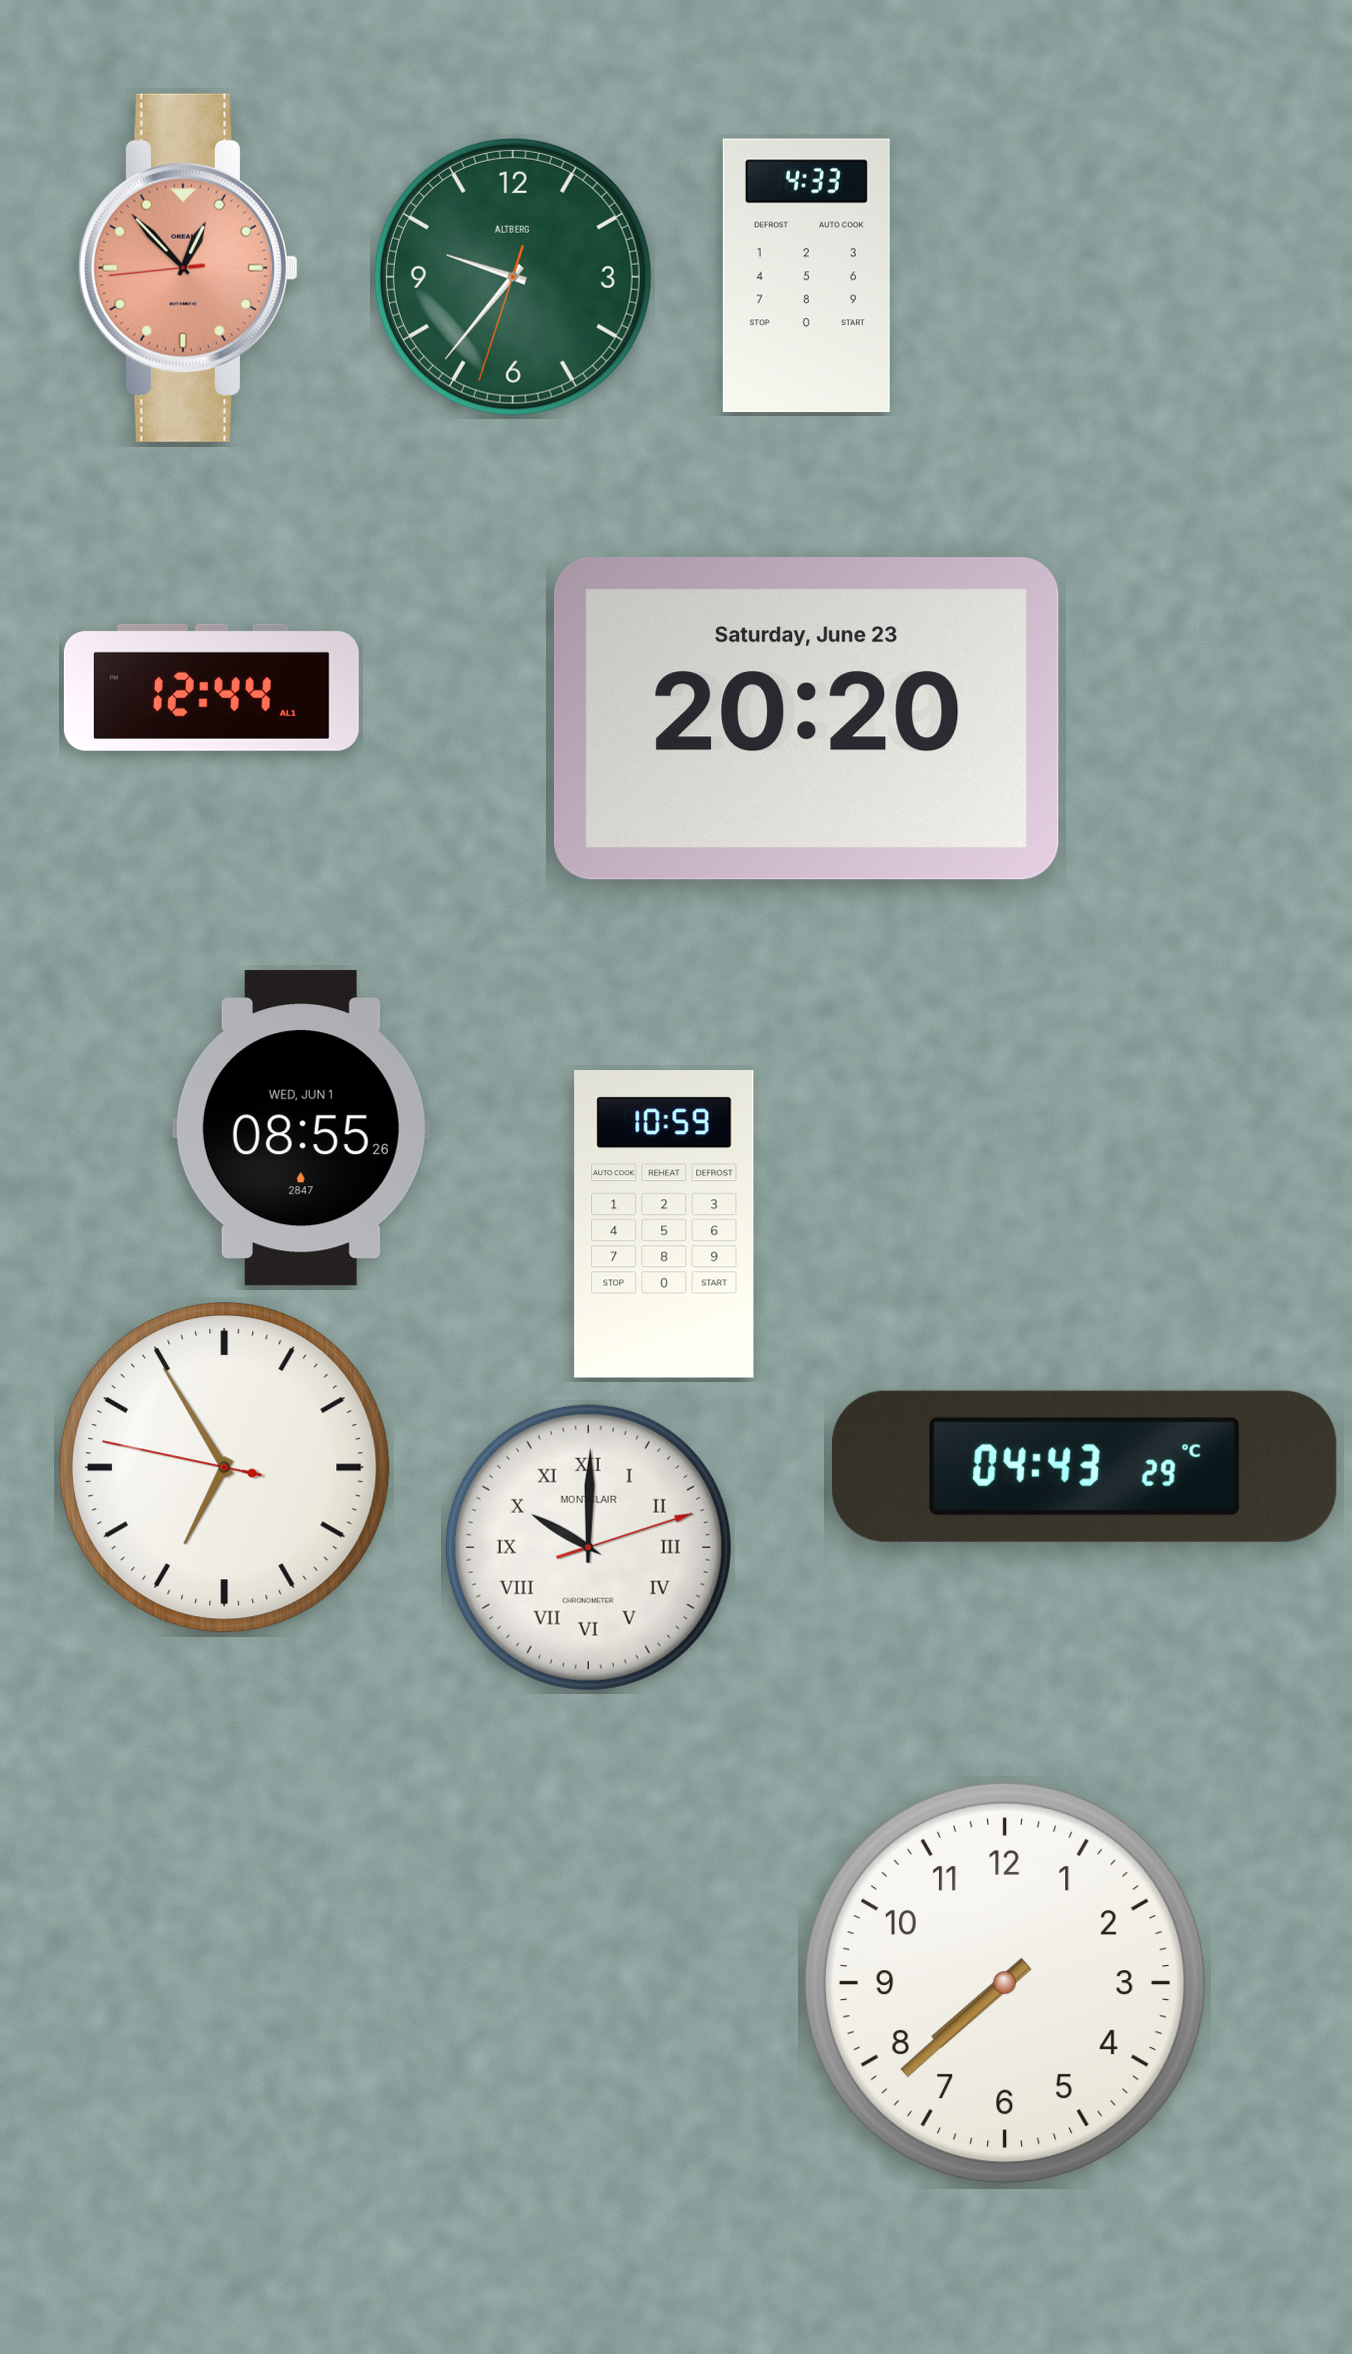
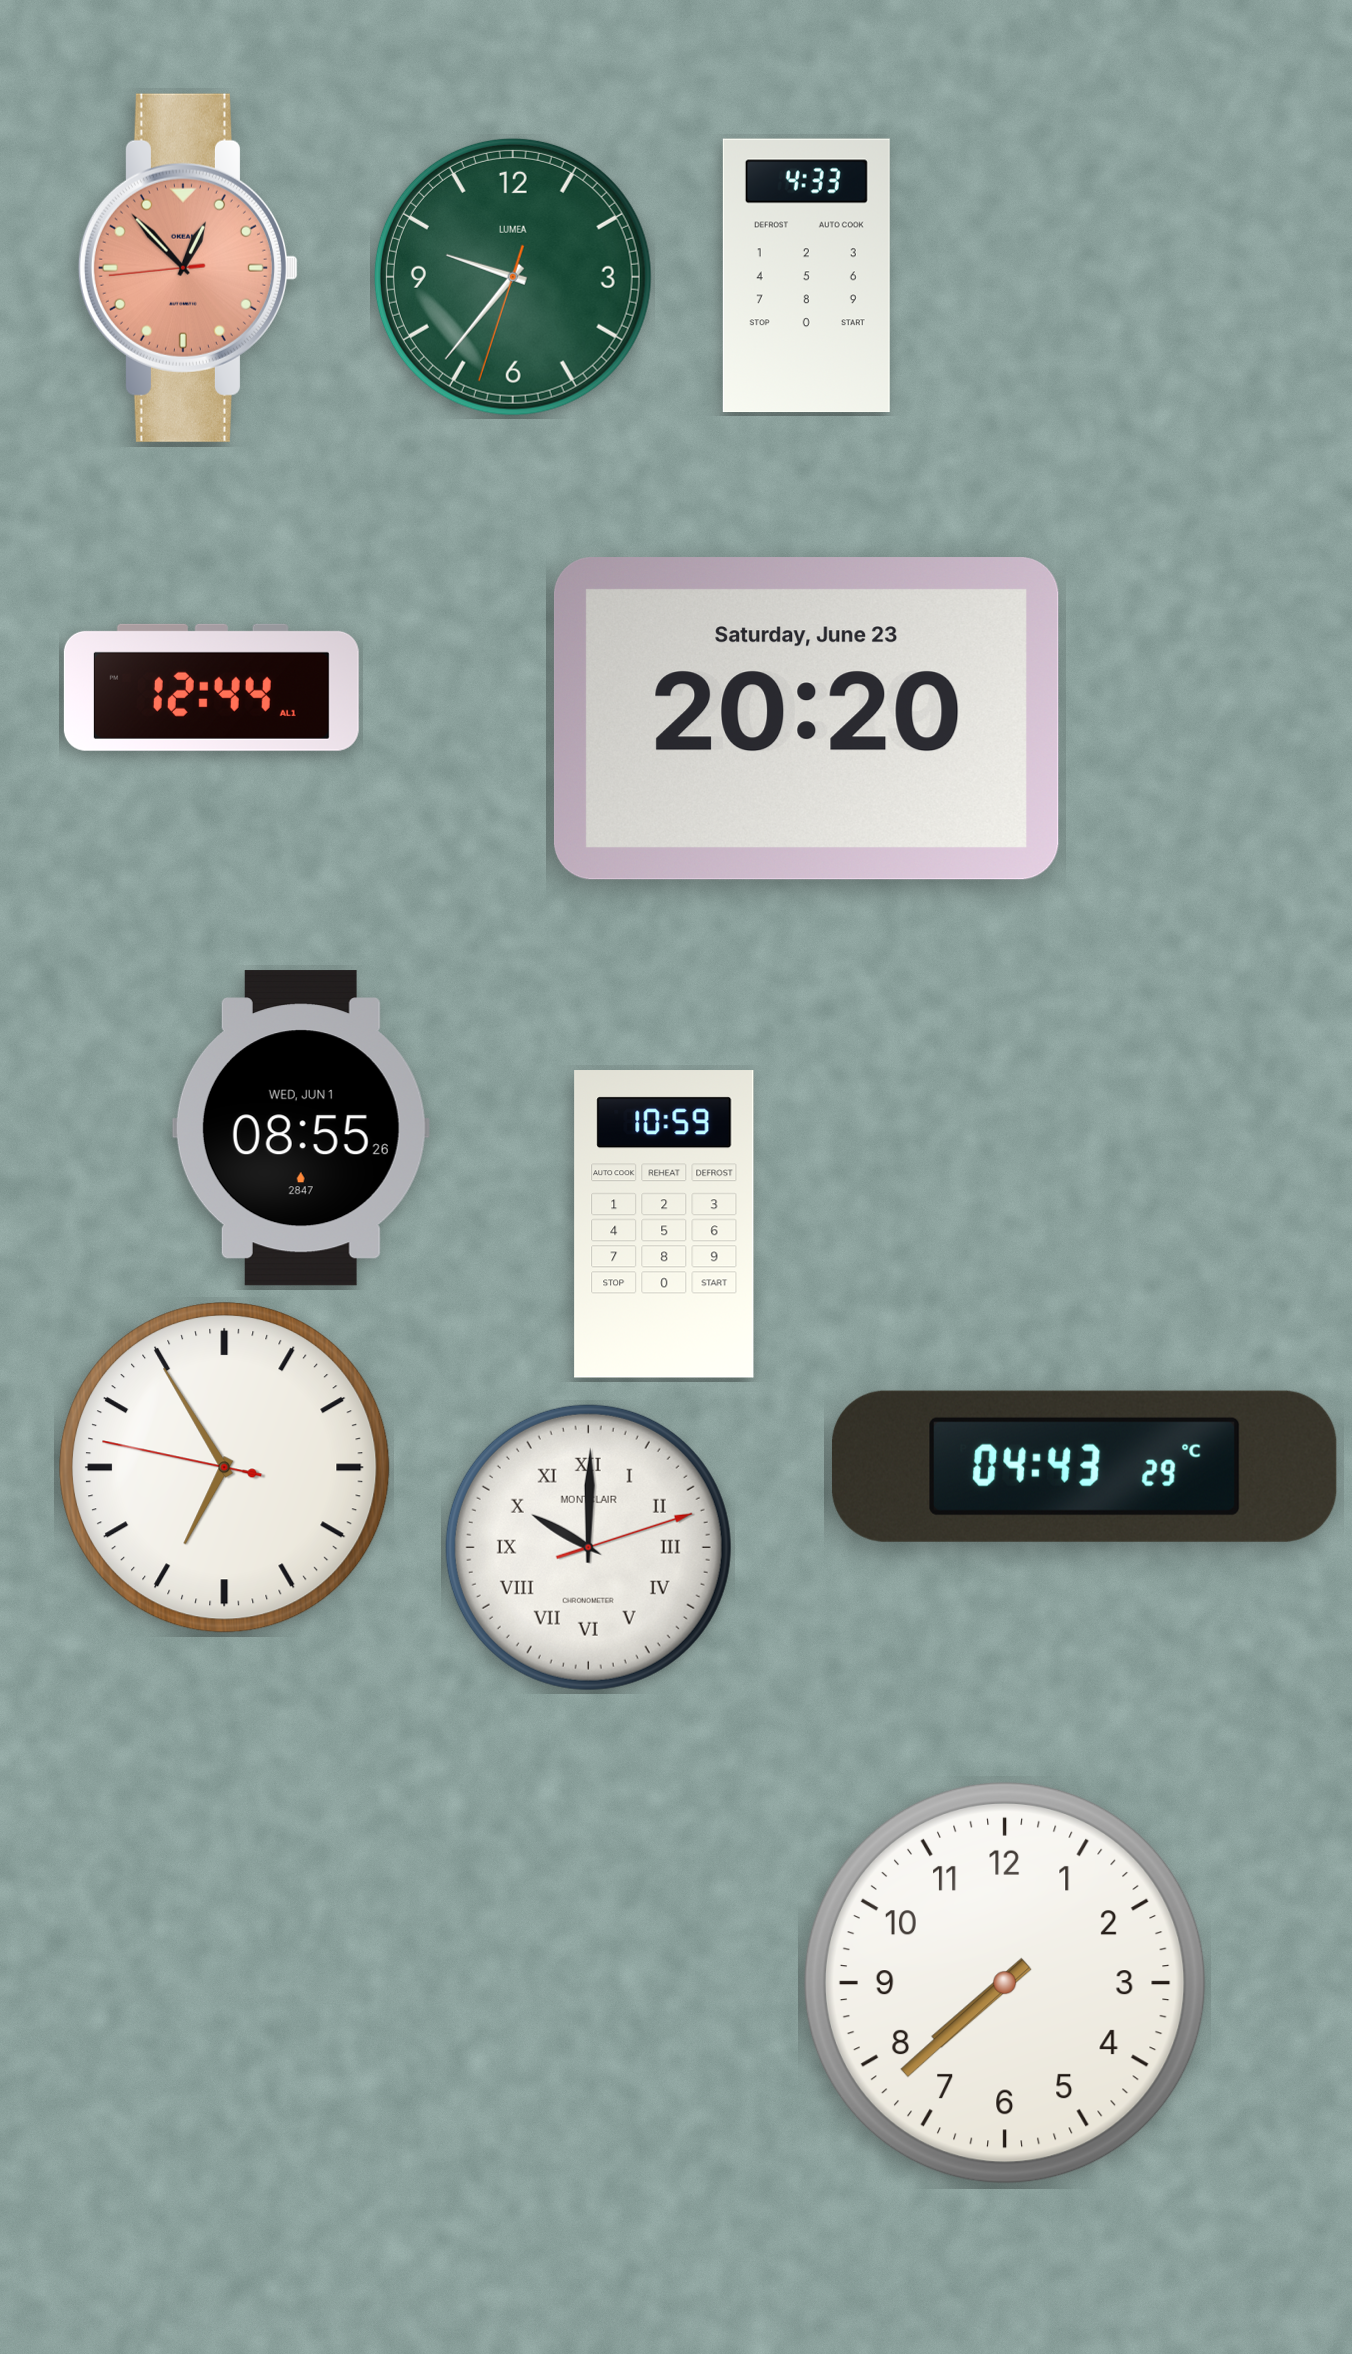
clock at (513, 277) brand: ALTBERG -> LUMEA
